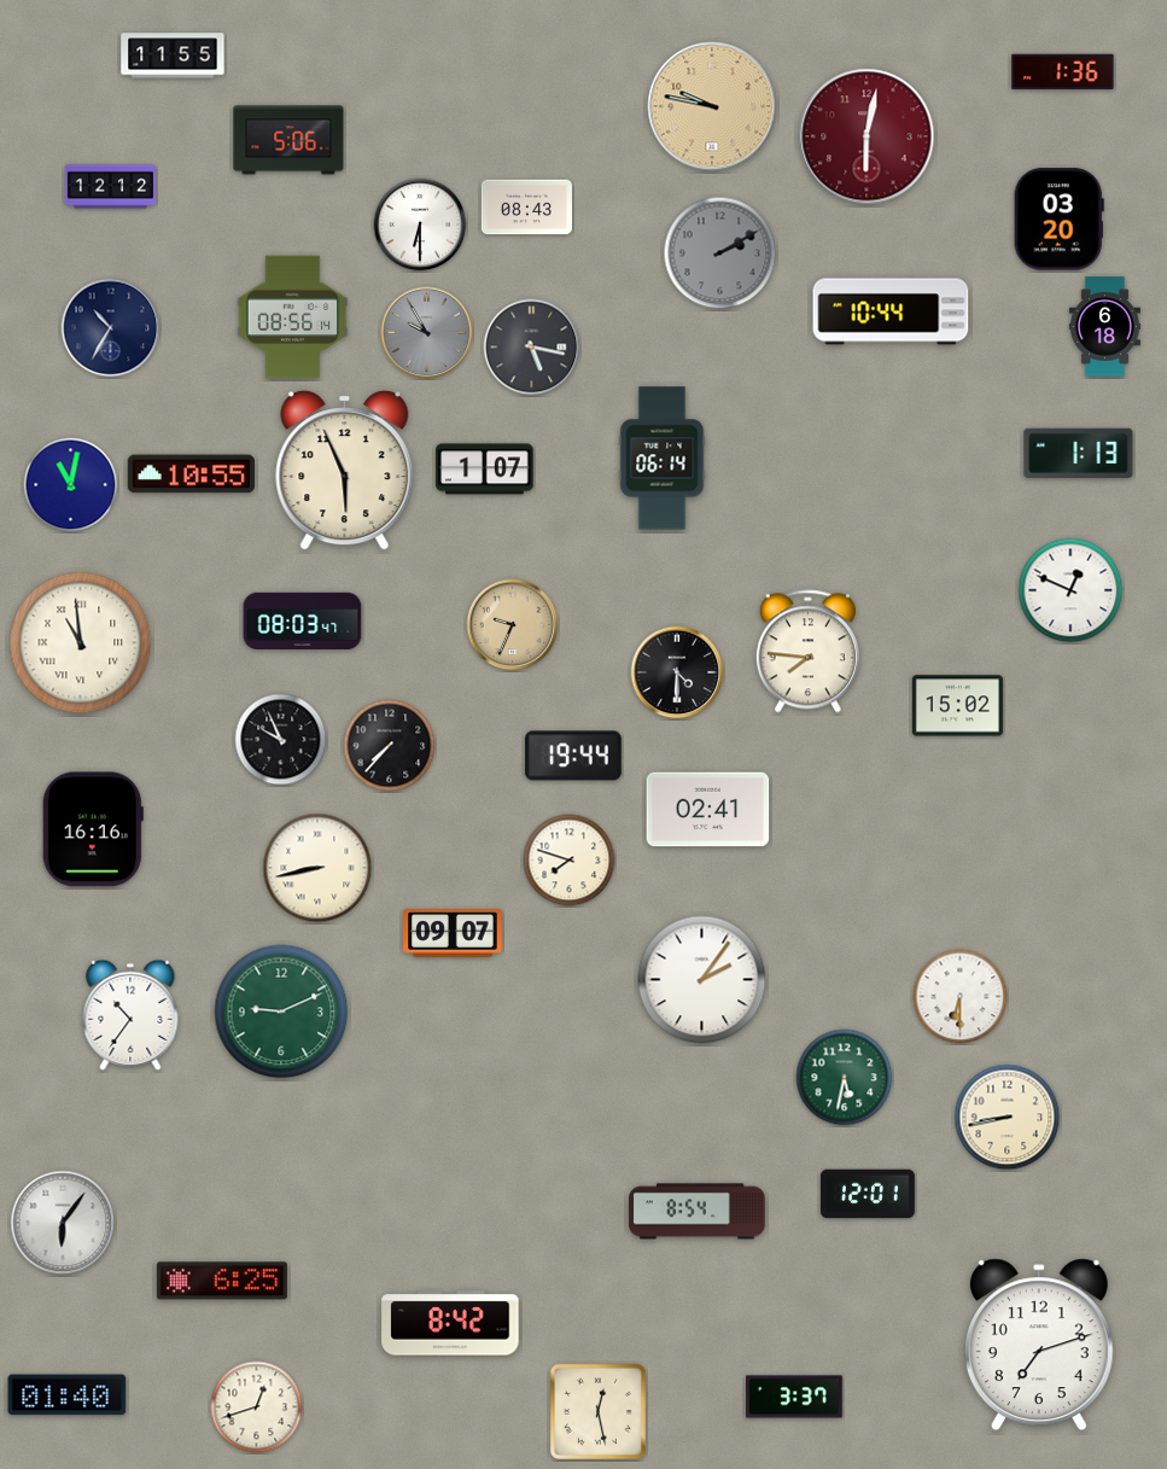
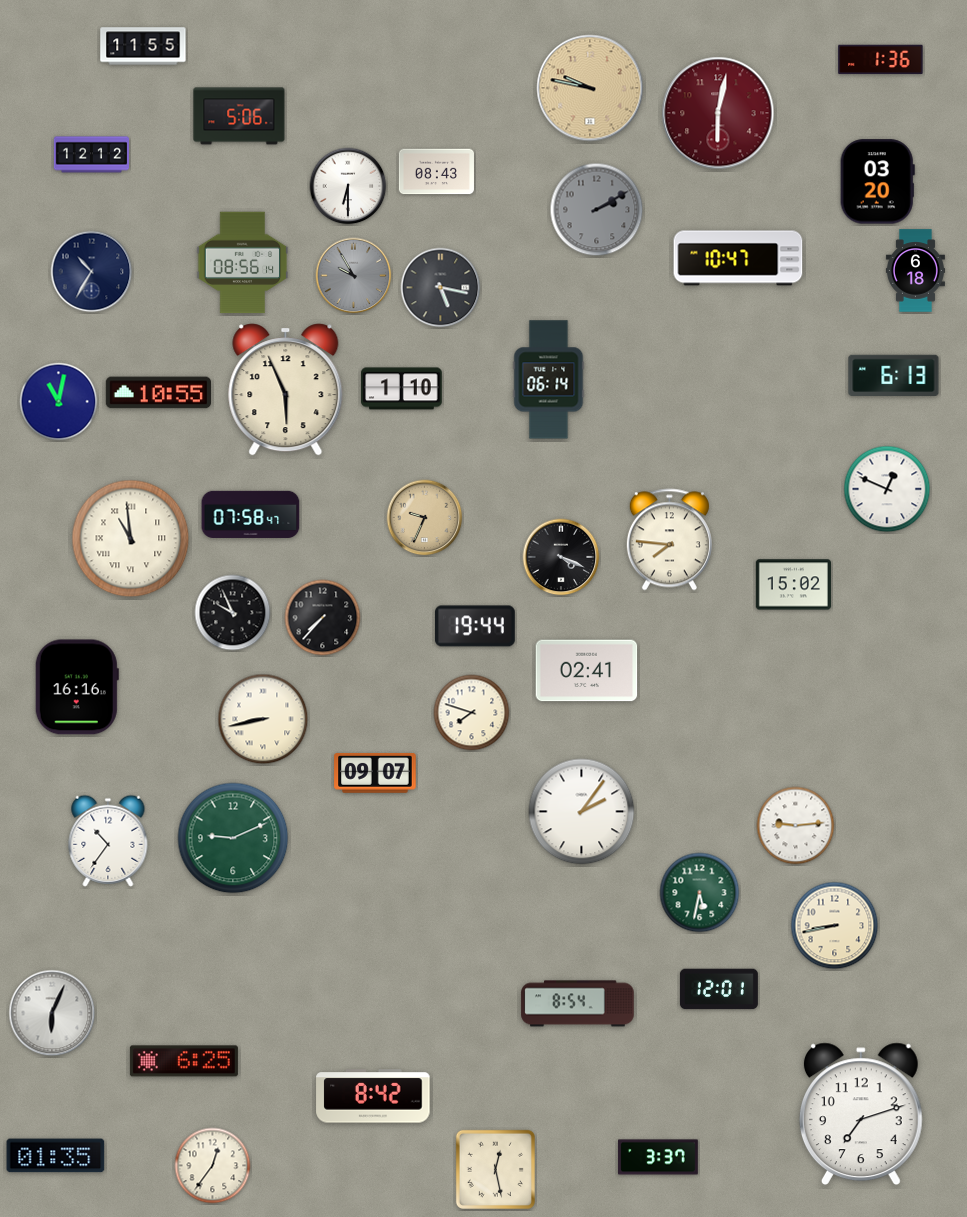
clock at (891, 311): 10:44 -> 10:47
clock at (1079, 453): 1:13 -> 6:13
clock at (485, 470): 1:07 -> 1:10
clock at (303, 620): 08:03 -> 07:58
clock at (81, 643) position: (81, 643) -> (131, 539)
clock at (677, 672): 4:30 -> 4:19
clock at (961, 997): 6:30 -> 9:14
clock at (63, 1223): 6:06 -> 6:04
clock at (68, 1395): 01:40 -> 01:35
clock at (257, 1407): 12:42 -> 12:36
